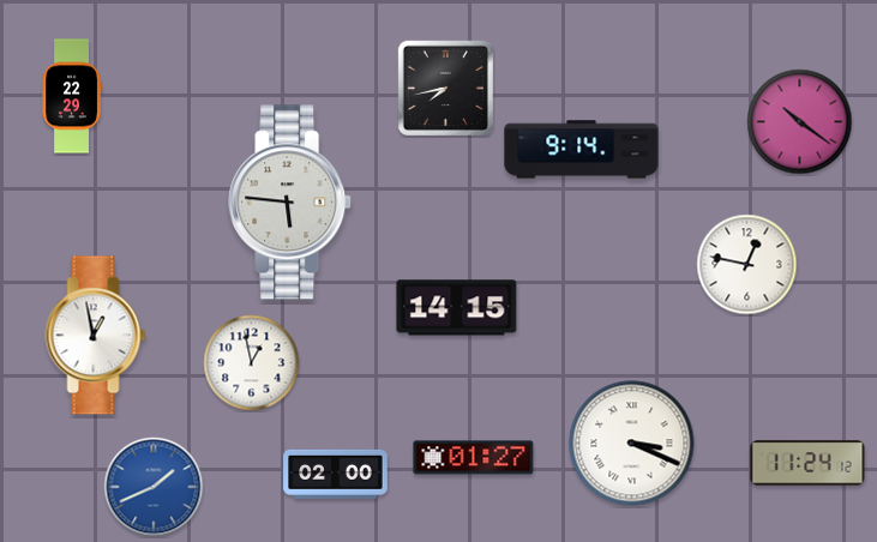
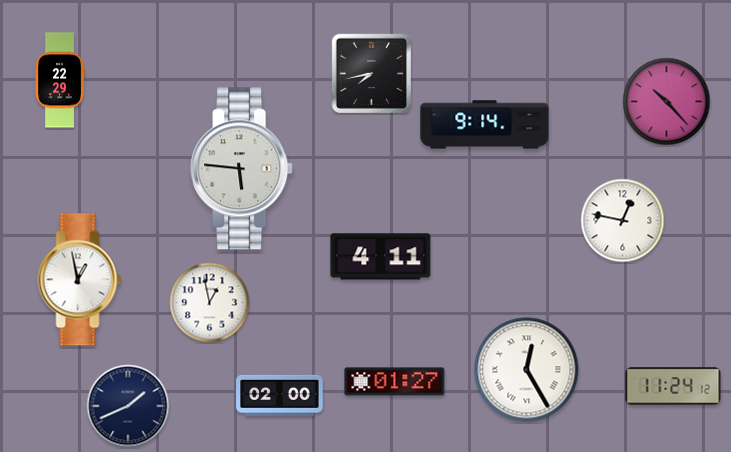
clock at (800, 122): 10:21 -> 10:23
clock at (457, 308): 14:15 -> 4:11
clock at (632, 444): 3:19 -> 12:25
clock at (154, 487) dial: blue -> navy
